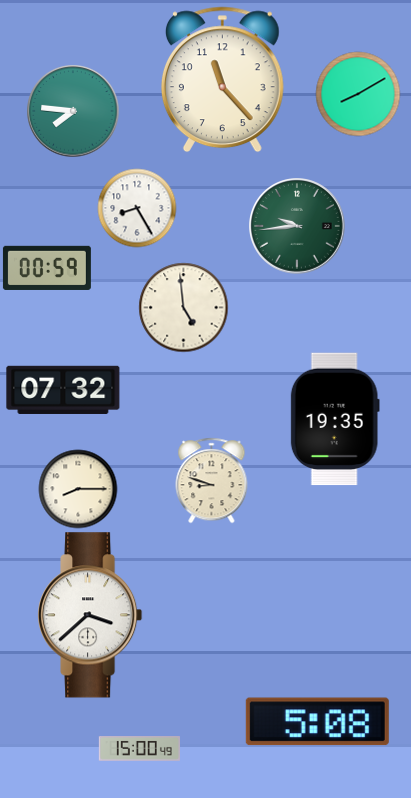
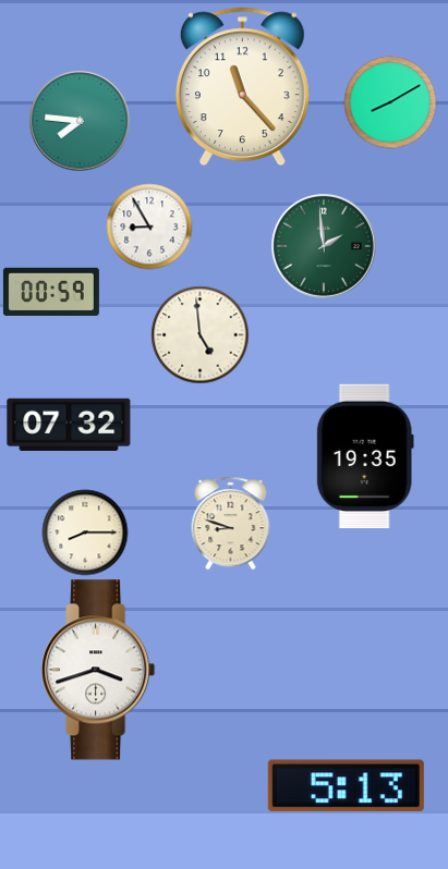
clock at (137, 208): 8:25 -> 8:55
clock at (298, 227): 9:44 -> 1:59
clock at (91, 615): 3:38 -> 3:42
clock at (317, 722): 5:08 -> 5:13
clock at (139, 749): 15:00 -> none
